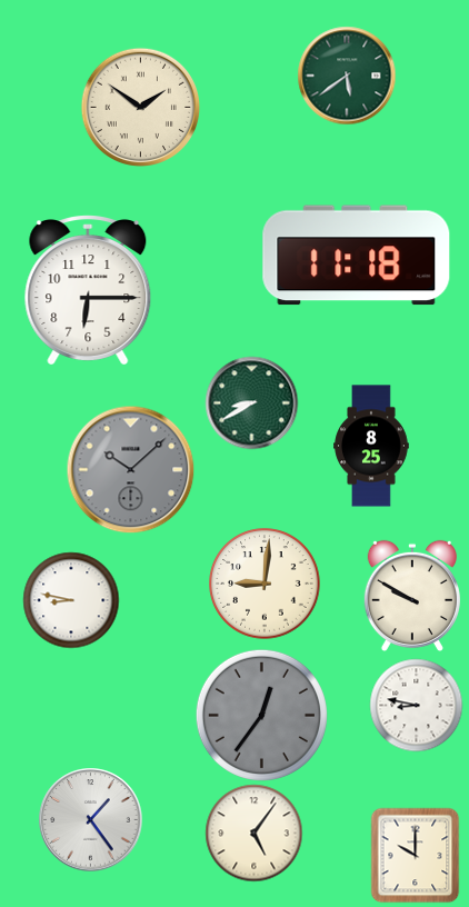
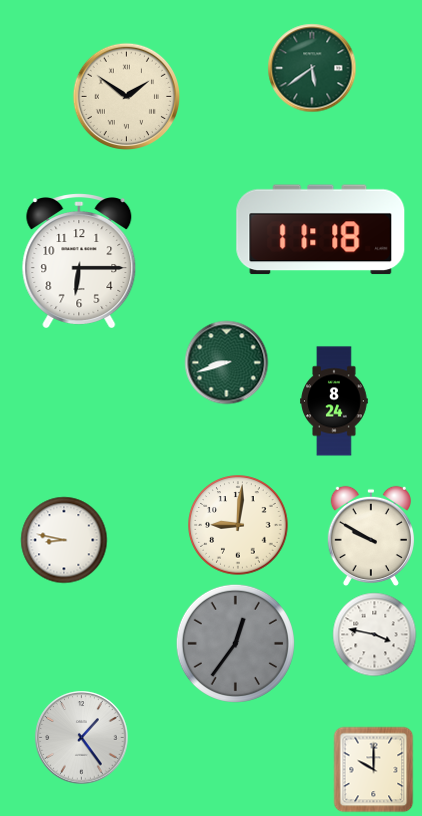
clock at (251, 402): 8:40 -> 8:42
clock at (371, 446): 8:25 -> 8:24
clock at (130, 469): 10:08 -> none
clock at (416, 705): 8:47 -> 3:47
clock at (253, 833): 5:06 -> none
